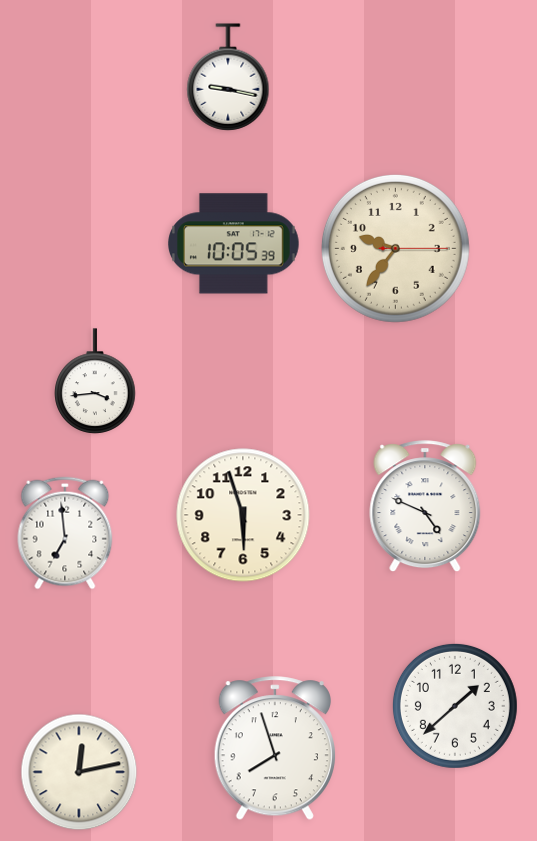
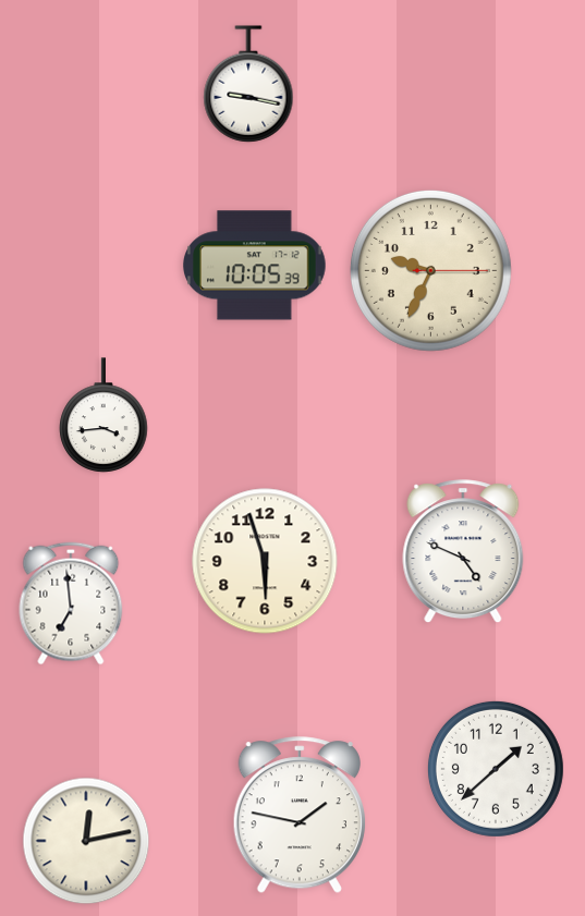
clock at (395, 248): 9:36 -> 9:34
clock at (65, 533) position: (65, 533) -> (71, 603)
clock at (275, 749): 7:57 -> 1:47
